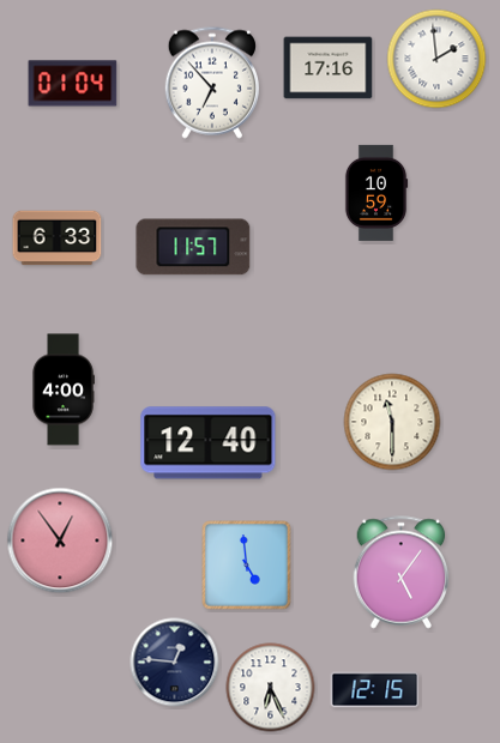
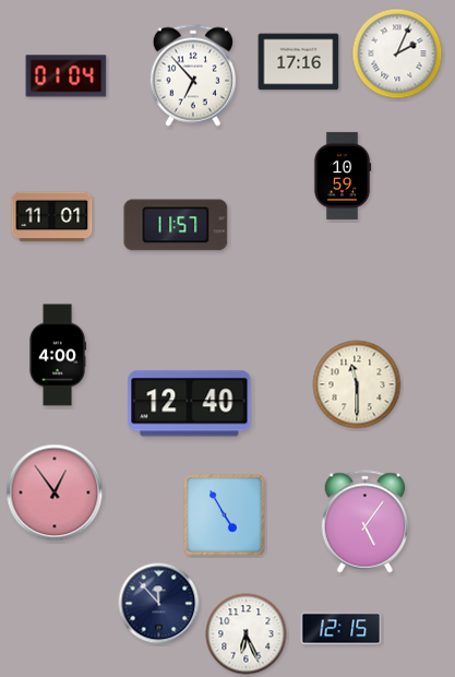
clock at (436, 59): 1:59 -> 2:04
clock at (58, 238): 6:33 -> 11:01
clock at (247, 566): 4:59 -> 4:55
clock at (175, 663): 12:46 -> 11:53
clock at (271, 688) position: (271, 688) -> (247, 634)
